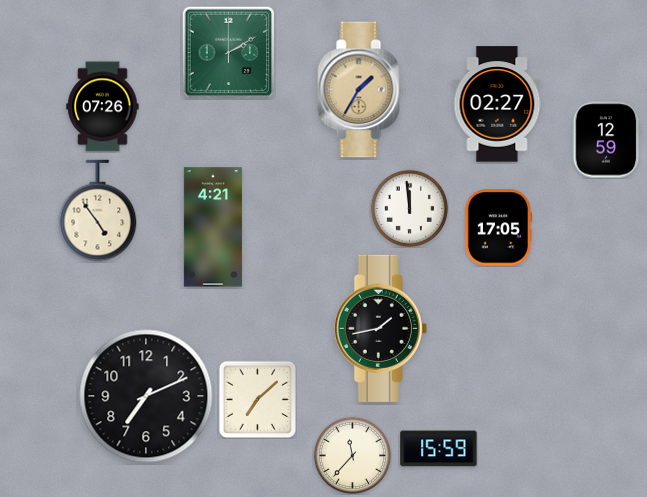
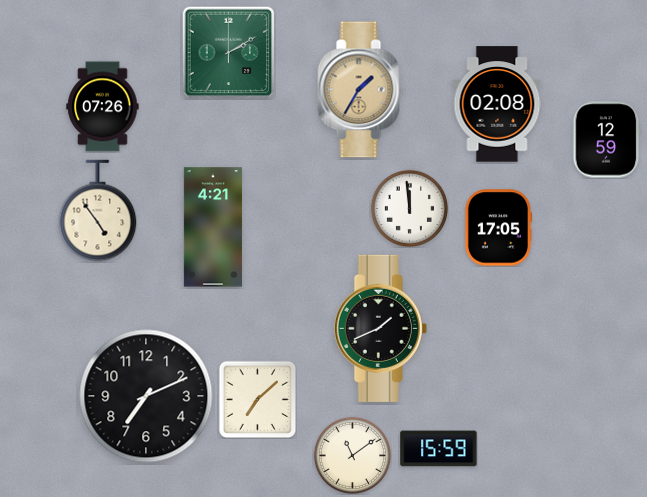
clock at (497, 104): 02:27 -> 02:08
clock at (380, 328): 1:43 -> 1:41
clock at (352, 455): 11:37 -> 11:09
